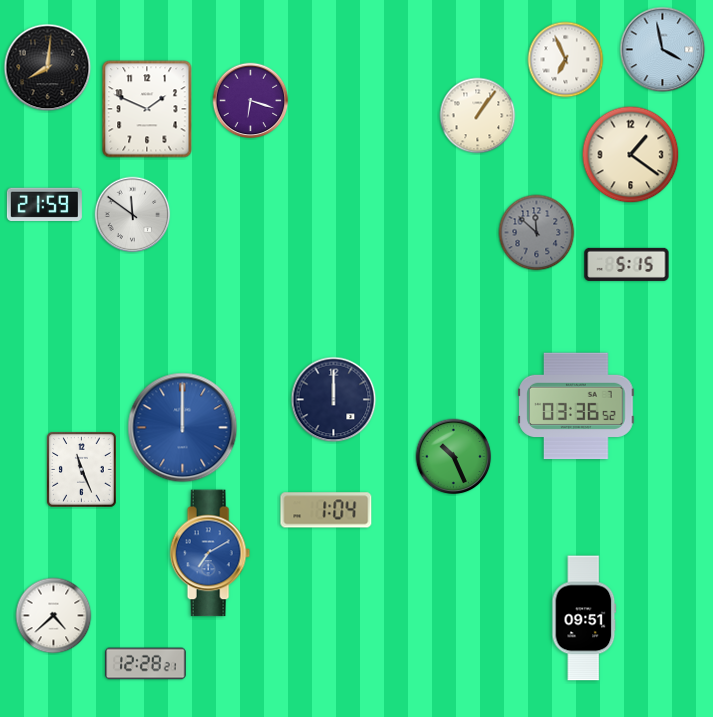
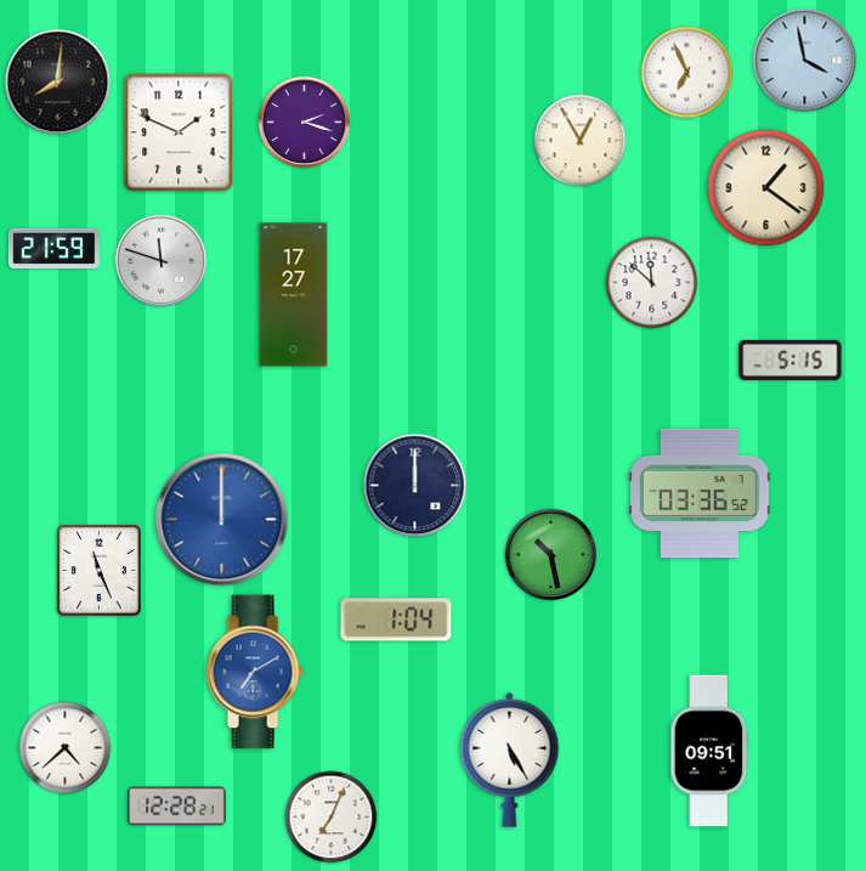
clock at (251, 101): 6:18 -> 2:18
clock at (478, 116): 1:06 -> 12:55
clock at (133, 215): 11:51 -> 11:48
clock at (537, 233) dial: grey -> white
clock at (294, 295): none -> 17:27
clock at (627, 264) position: (627, 264) -> (791, 360)
clock at (334, 400) position: (334, 400) -> (415, 486)
clock at (454, 457): 10:26 -> 10:28
clock at (510, 759): none -> 5:25
clock at (332, 818): none -> 7:04
